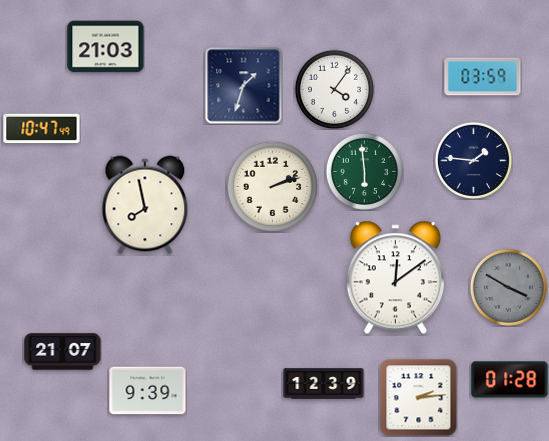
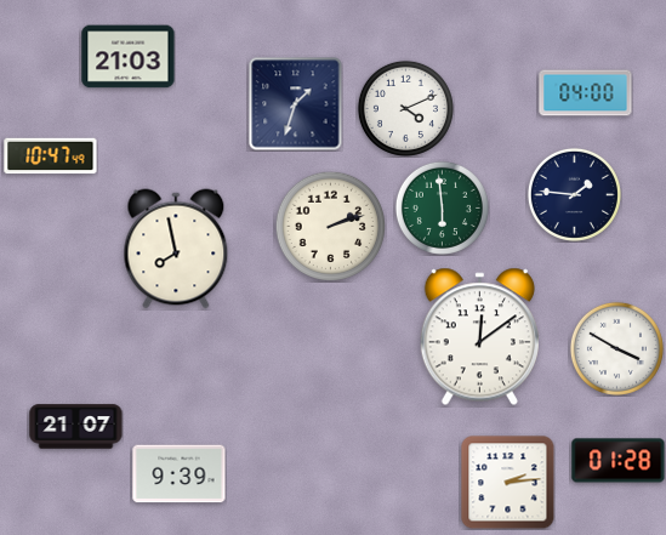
clock at (483, 77): 03:59 -> 04:00
clock at (334, 89): 4:06 -> 4:11
clock at (508, 287) dial: grey -> white
clock at (324, 384): 12:39 -> none
